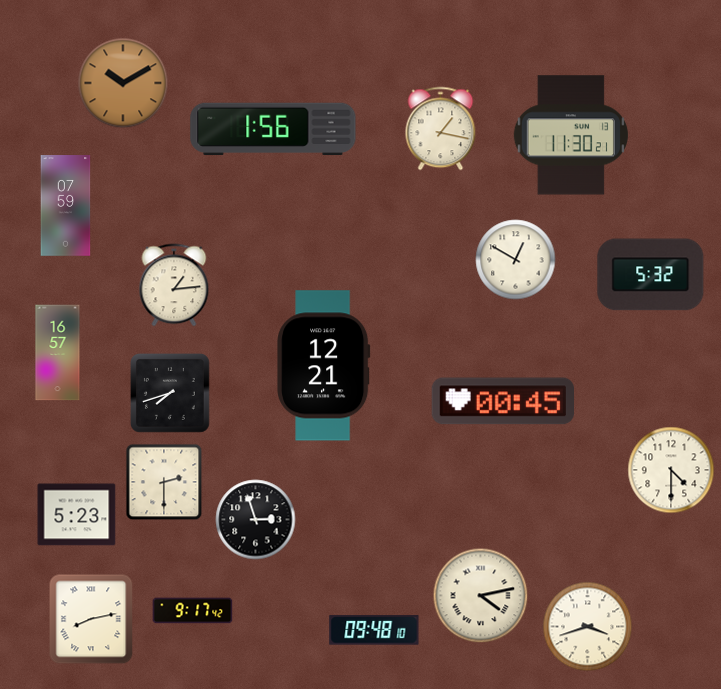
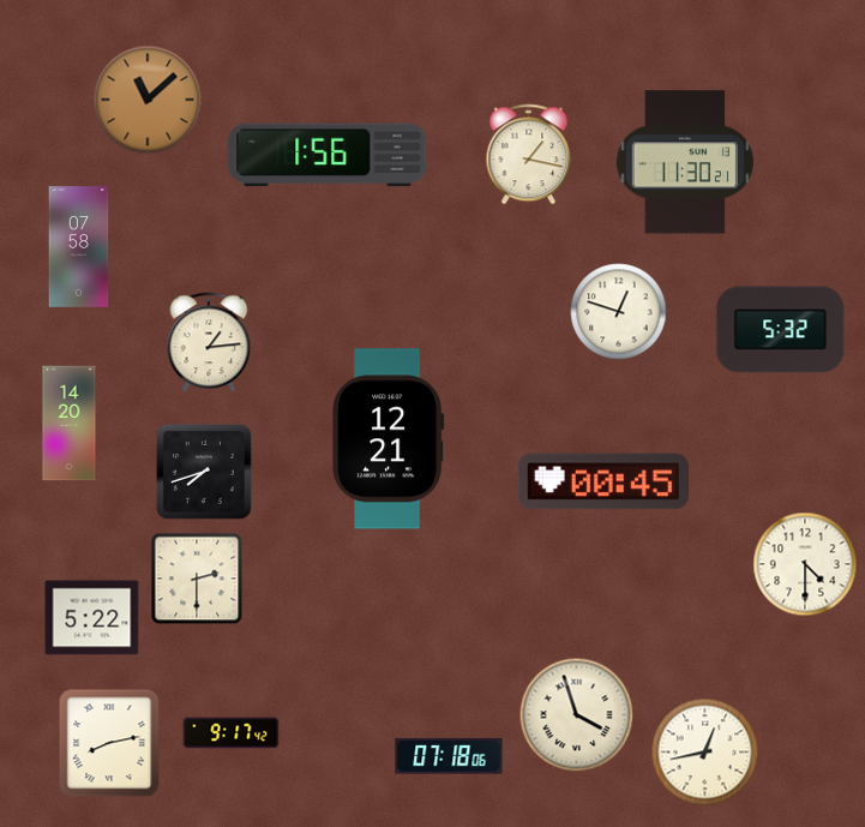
clock at (123, 83): 10:10 -> 11:08
clock at (66, 206): 07:59 -> 07:58
clock at (516, 260): 12:50 -> 12:48
clock at (58, 353): 16:57 -> 14:20
clock at (77, 515): 5:23 -> 5:22
clock at (256, 520): 2:57 -> none
clock at (481, 596): 4:13 -> 3:57
clock at (588, 627): 3:42 -> 12:43
clock at (374, 630): 09:48 -> 07:18
